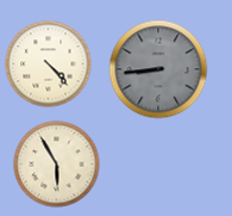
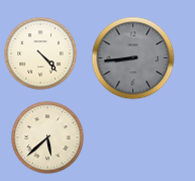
clock at (57, 165): 5:55 -> 5:38
